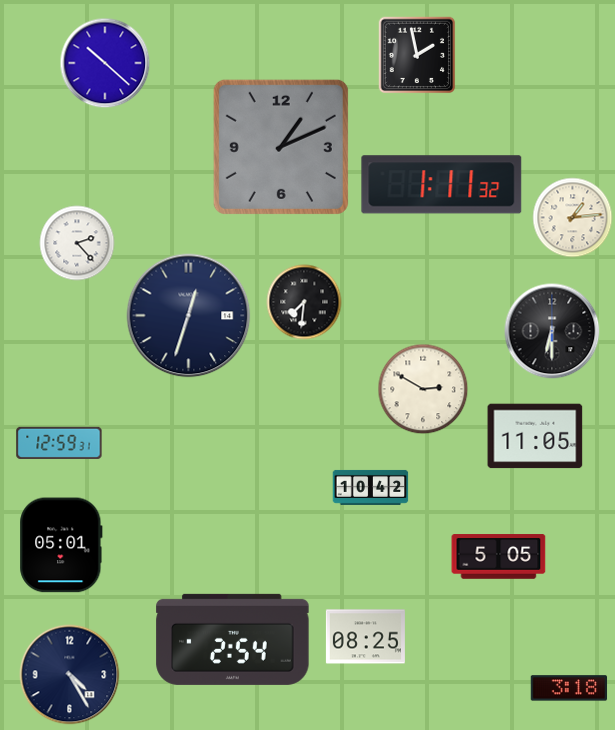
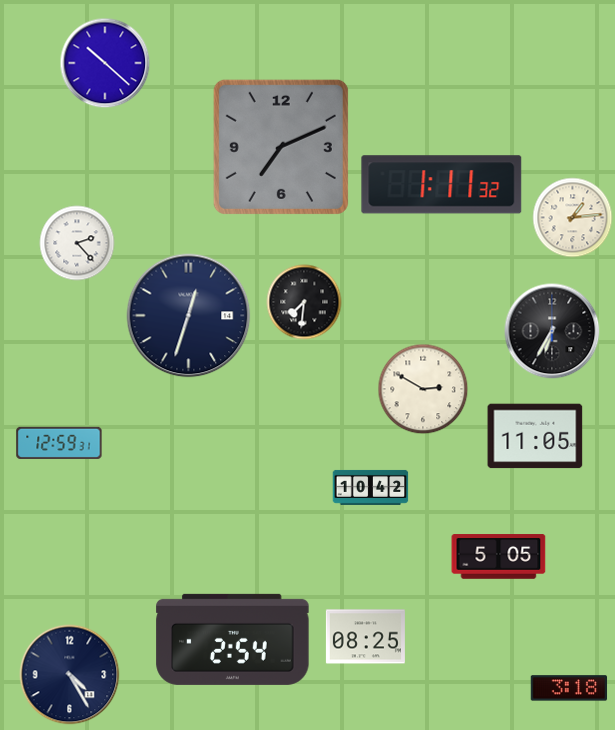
clock at (417, 55): 1:58 -> none
clock at (281, 147): 1:11 -> 7:11
clock at (552, 331): 6:30 -> 6:35
clock at (61, 545): 05:01 -> none
